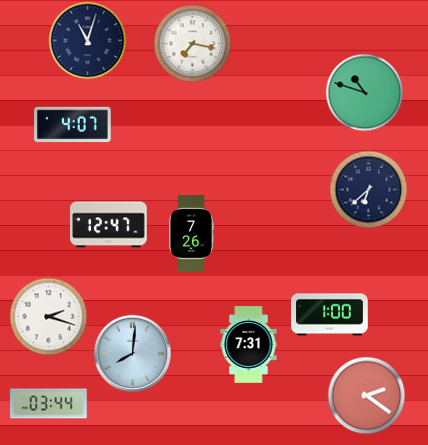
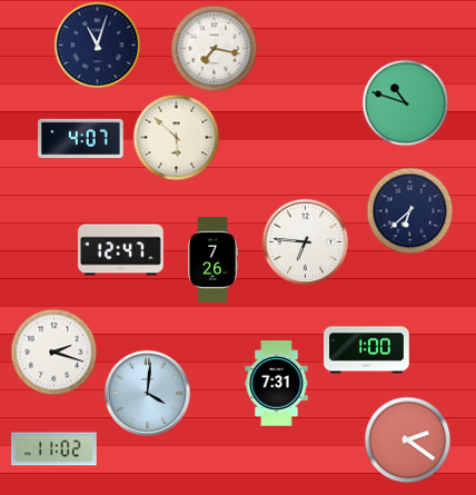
clock at (176, 137): none -> 5:52
clock at (305, 241): none -> 6:46
clock at (132, 353): 8:01 -> 4:01
clock at (49, 404): 03:44 -> 11:02
